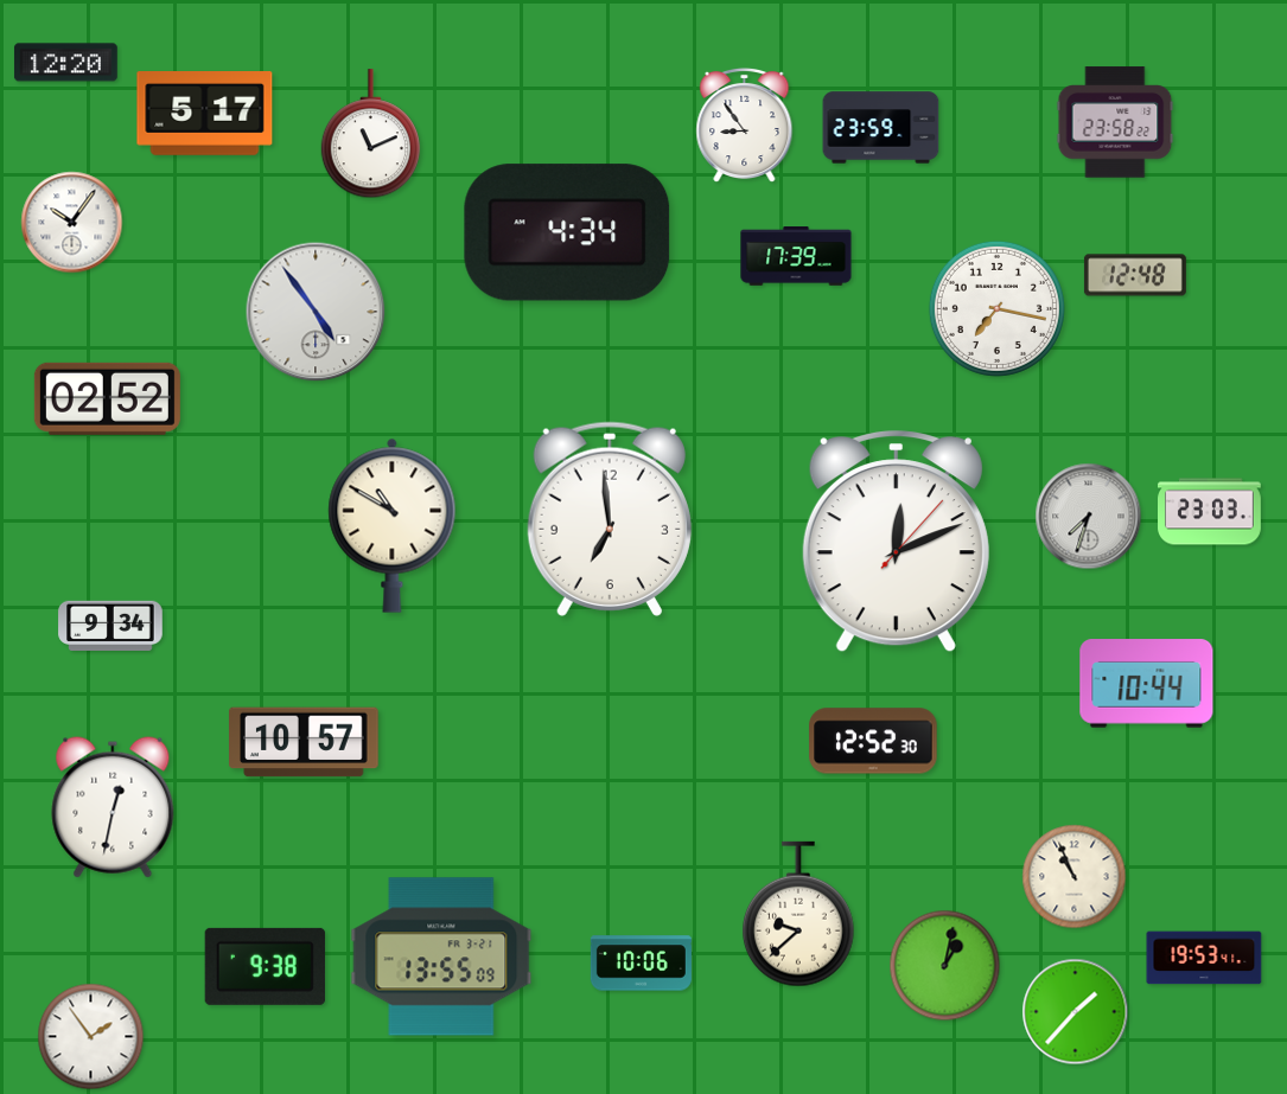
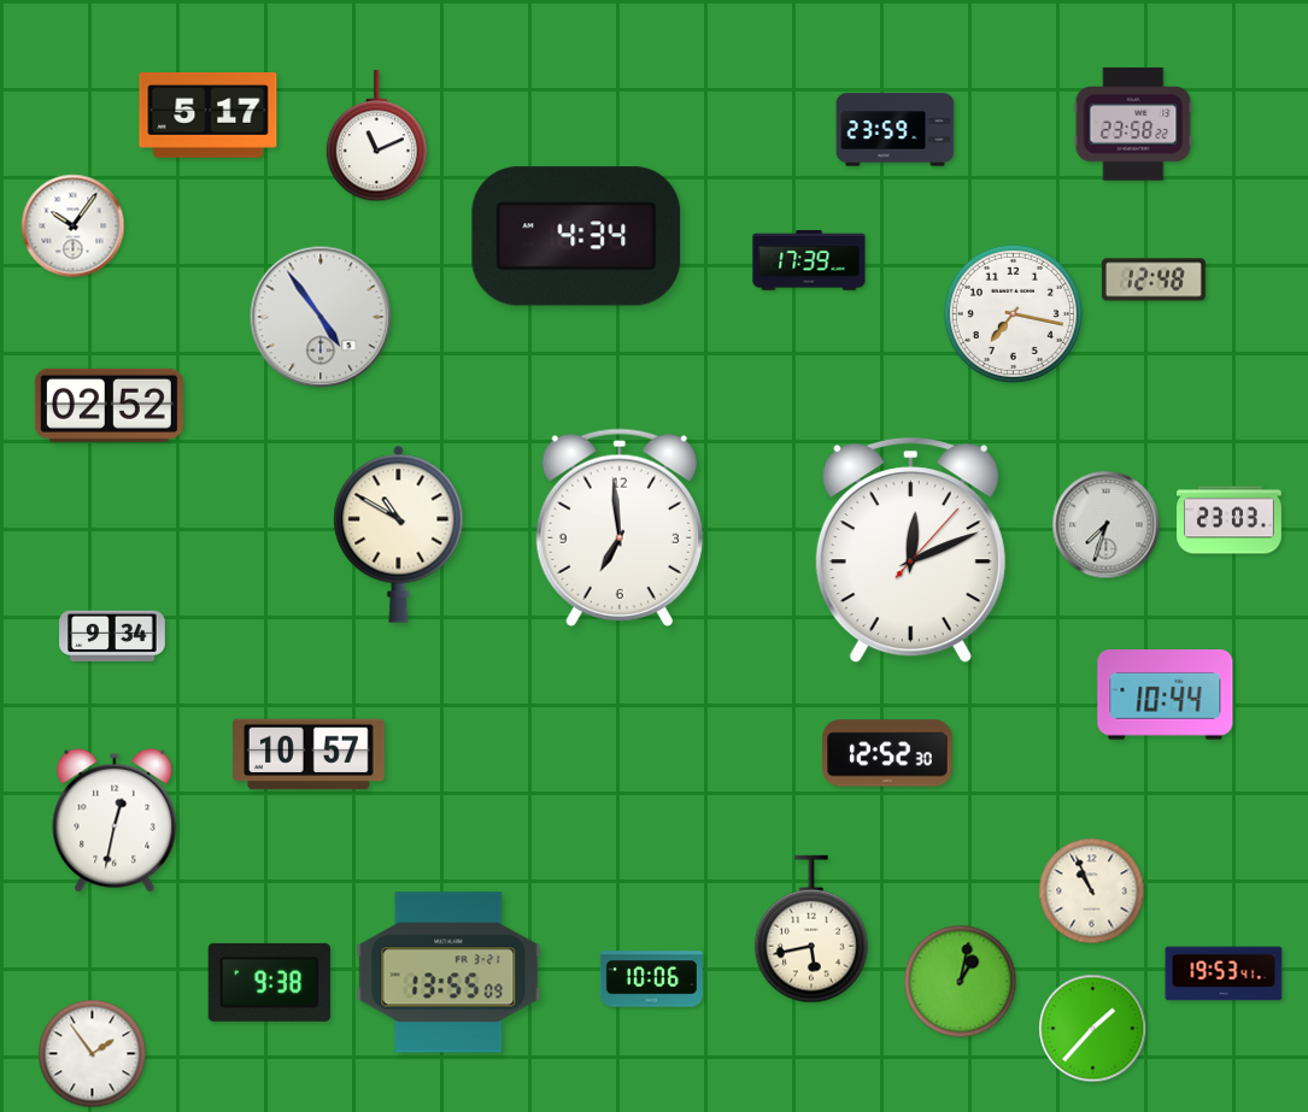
clock at (65, 63): 12:20 -> none
clock at (745, 126): 8:54 -> none
clock at (799, 914): 9:38 -> 5:43
